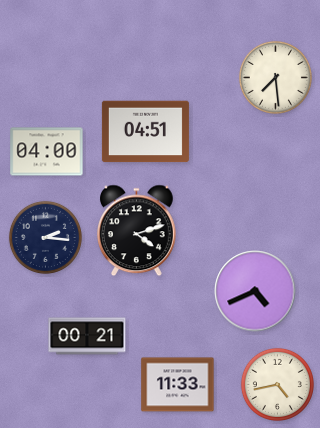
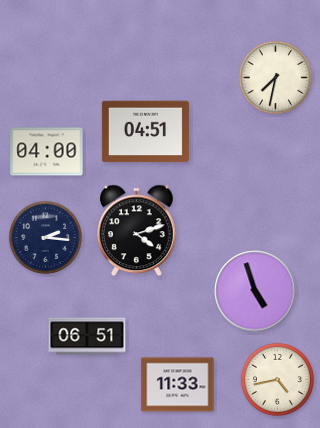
clock at (275, 77): 7:29 -> 7:32
clock at (255, 291): 4:41 -> 4:57
clock at (87, 336): 00:21 -> 06:51
clock at (277, 384) position: (277, 384) -> (277, 379)
